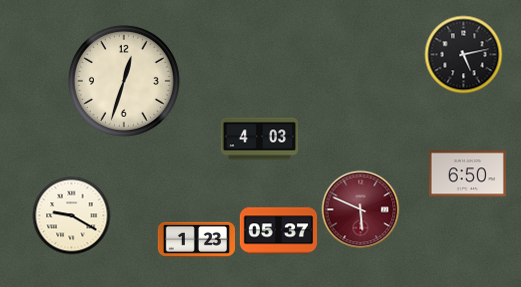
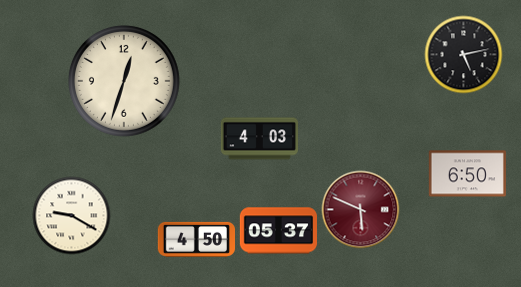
clock at (196, 239): 1:23 -> 4:50
